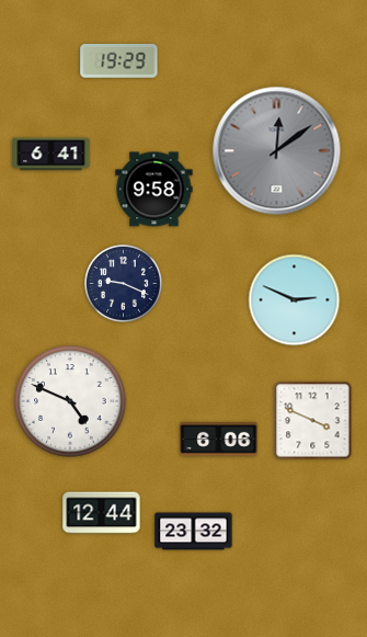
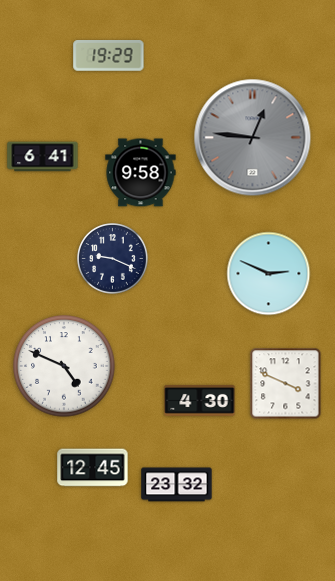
clock at (277, 151): 12:09 -> 12:46
clock at (51, 155) position: (51, 155) -> (43, 157)
clock at (219, 439): 6:06 -> 4:30
clock at (102, 513): 12:44 -> 12:45
